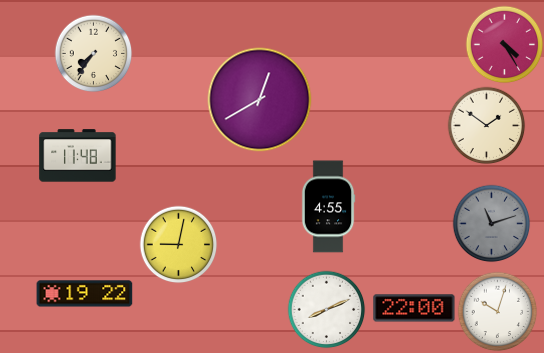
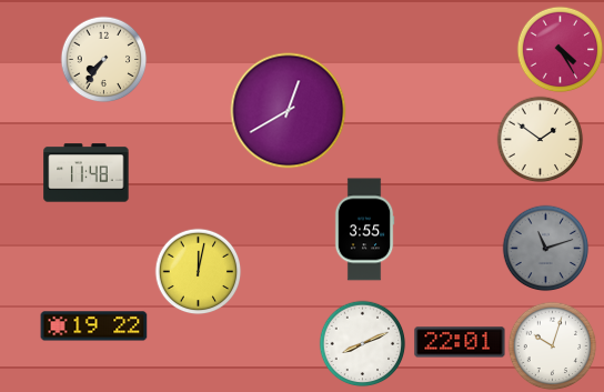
clock at (328, 207): 4:55 -> 3:55
clock at (178, 244): 9:02 -> 12:02
clock at (414, 308): 22:00 -> 22:01
